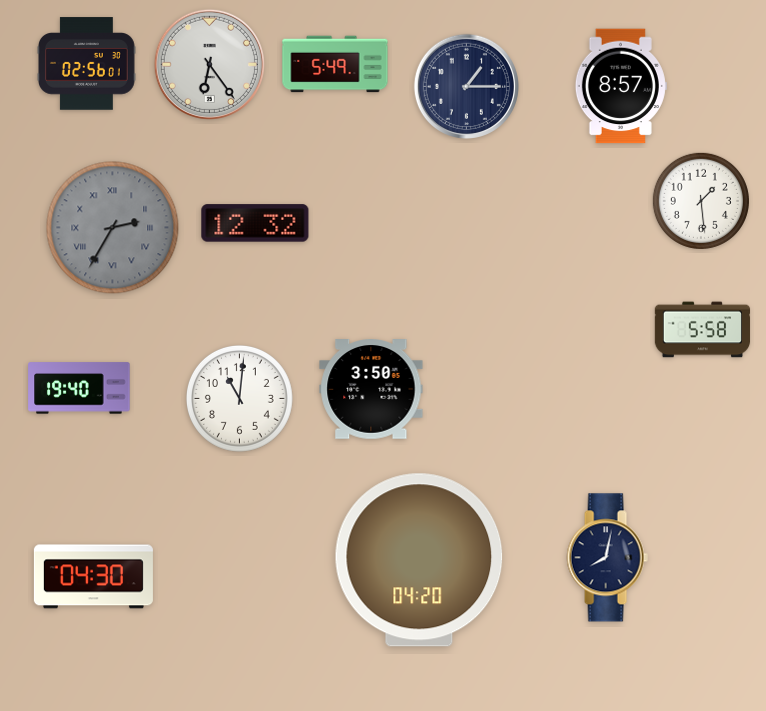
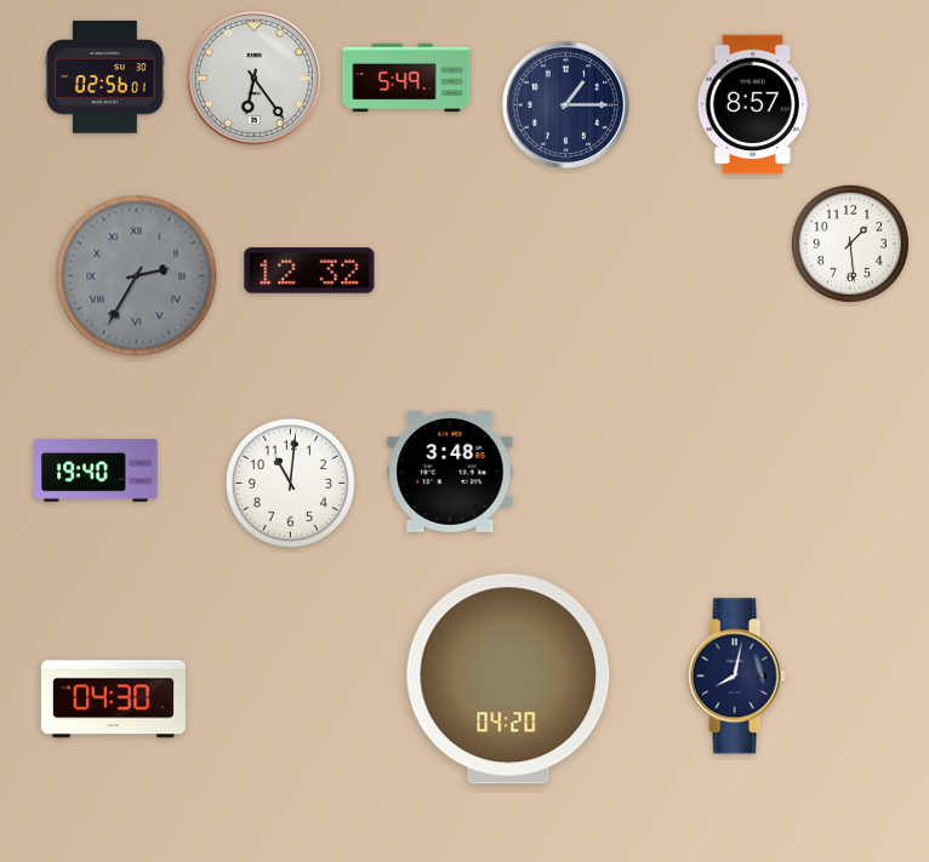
clock at (703, 330): 5:58 -> none
clock at (371, 389): 3:50 -> 3:48
